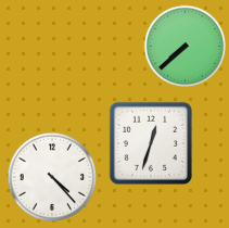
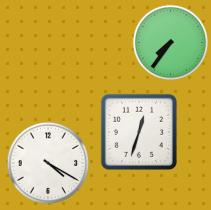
clock at (186, 47): 7:38 -> 7:36
clock at (51, 176): 4:23 -> 4:20
